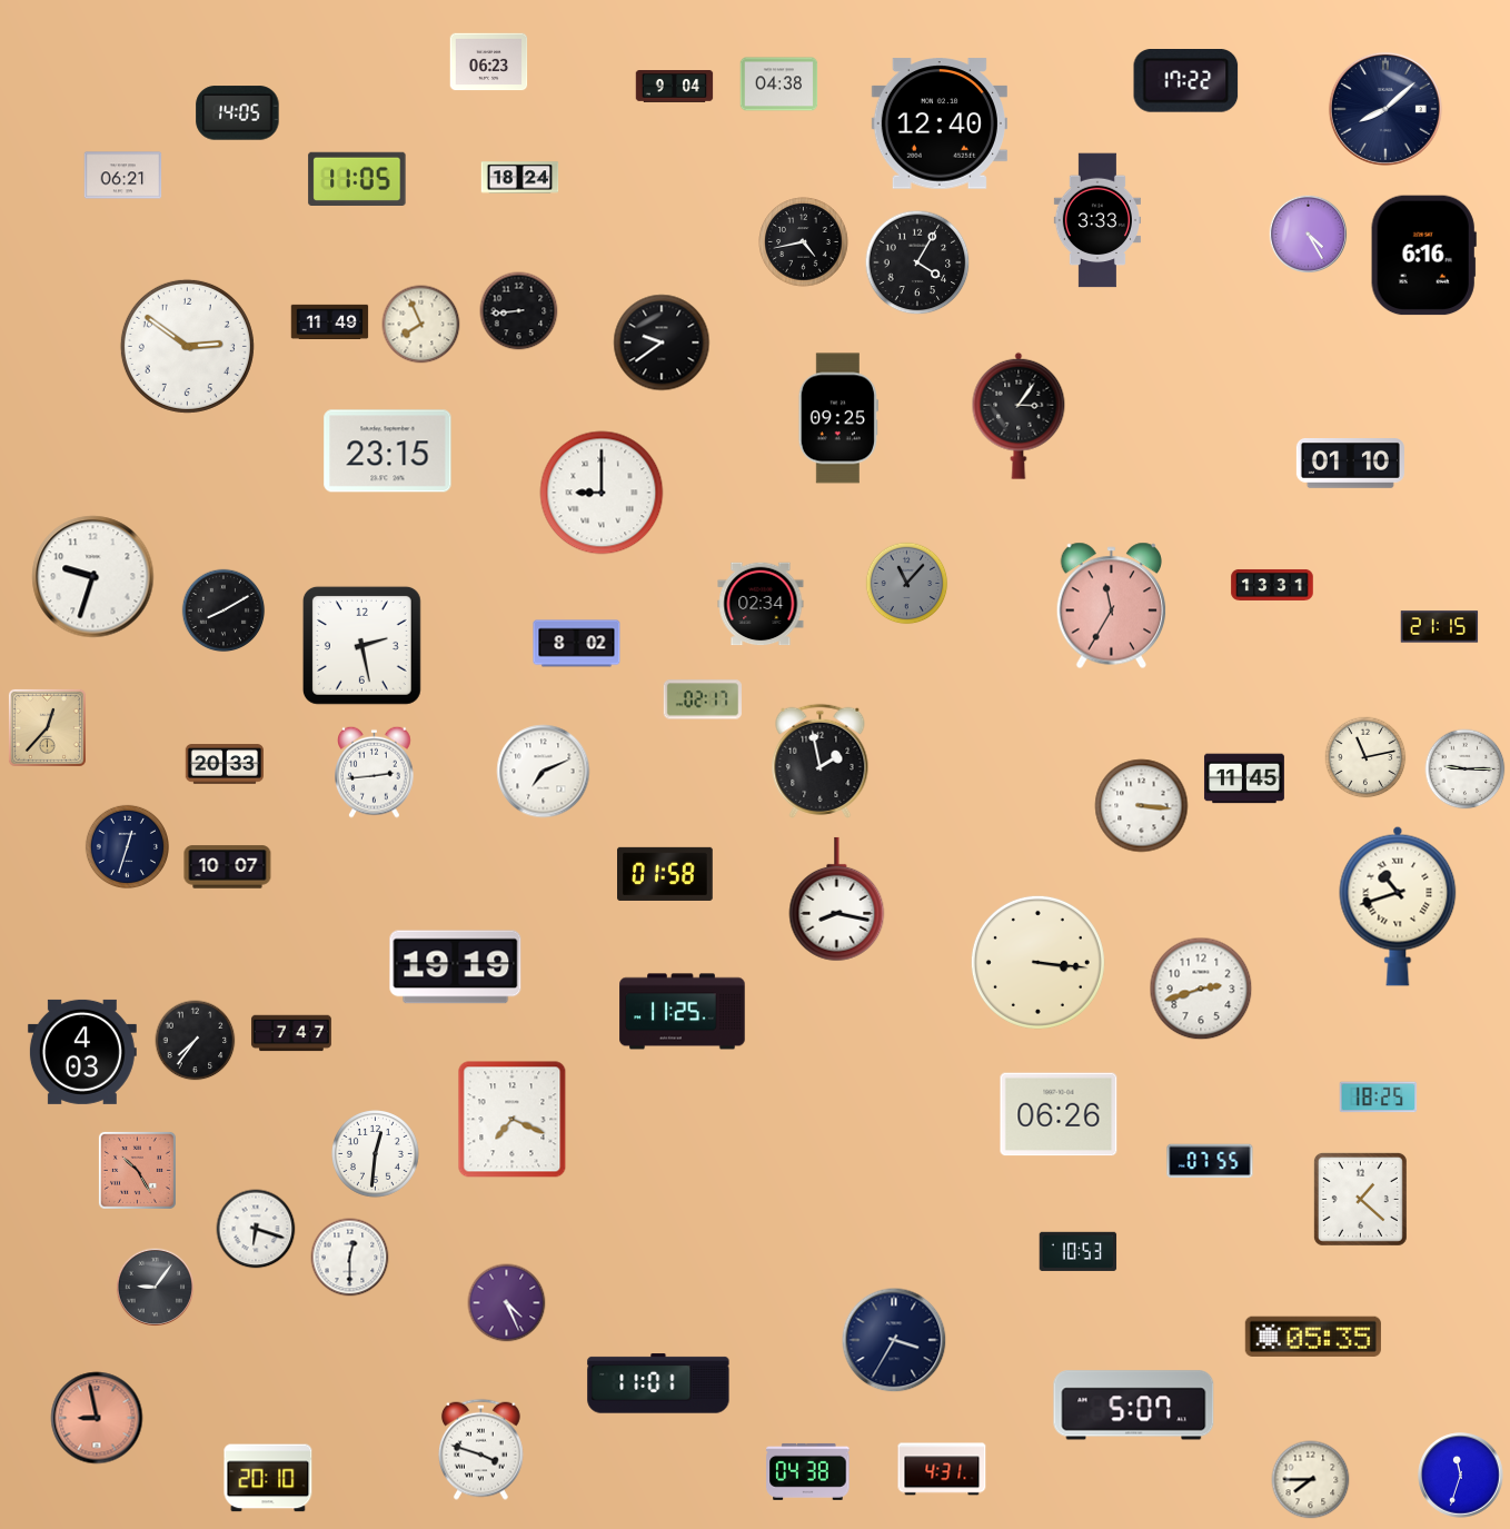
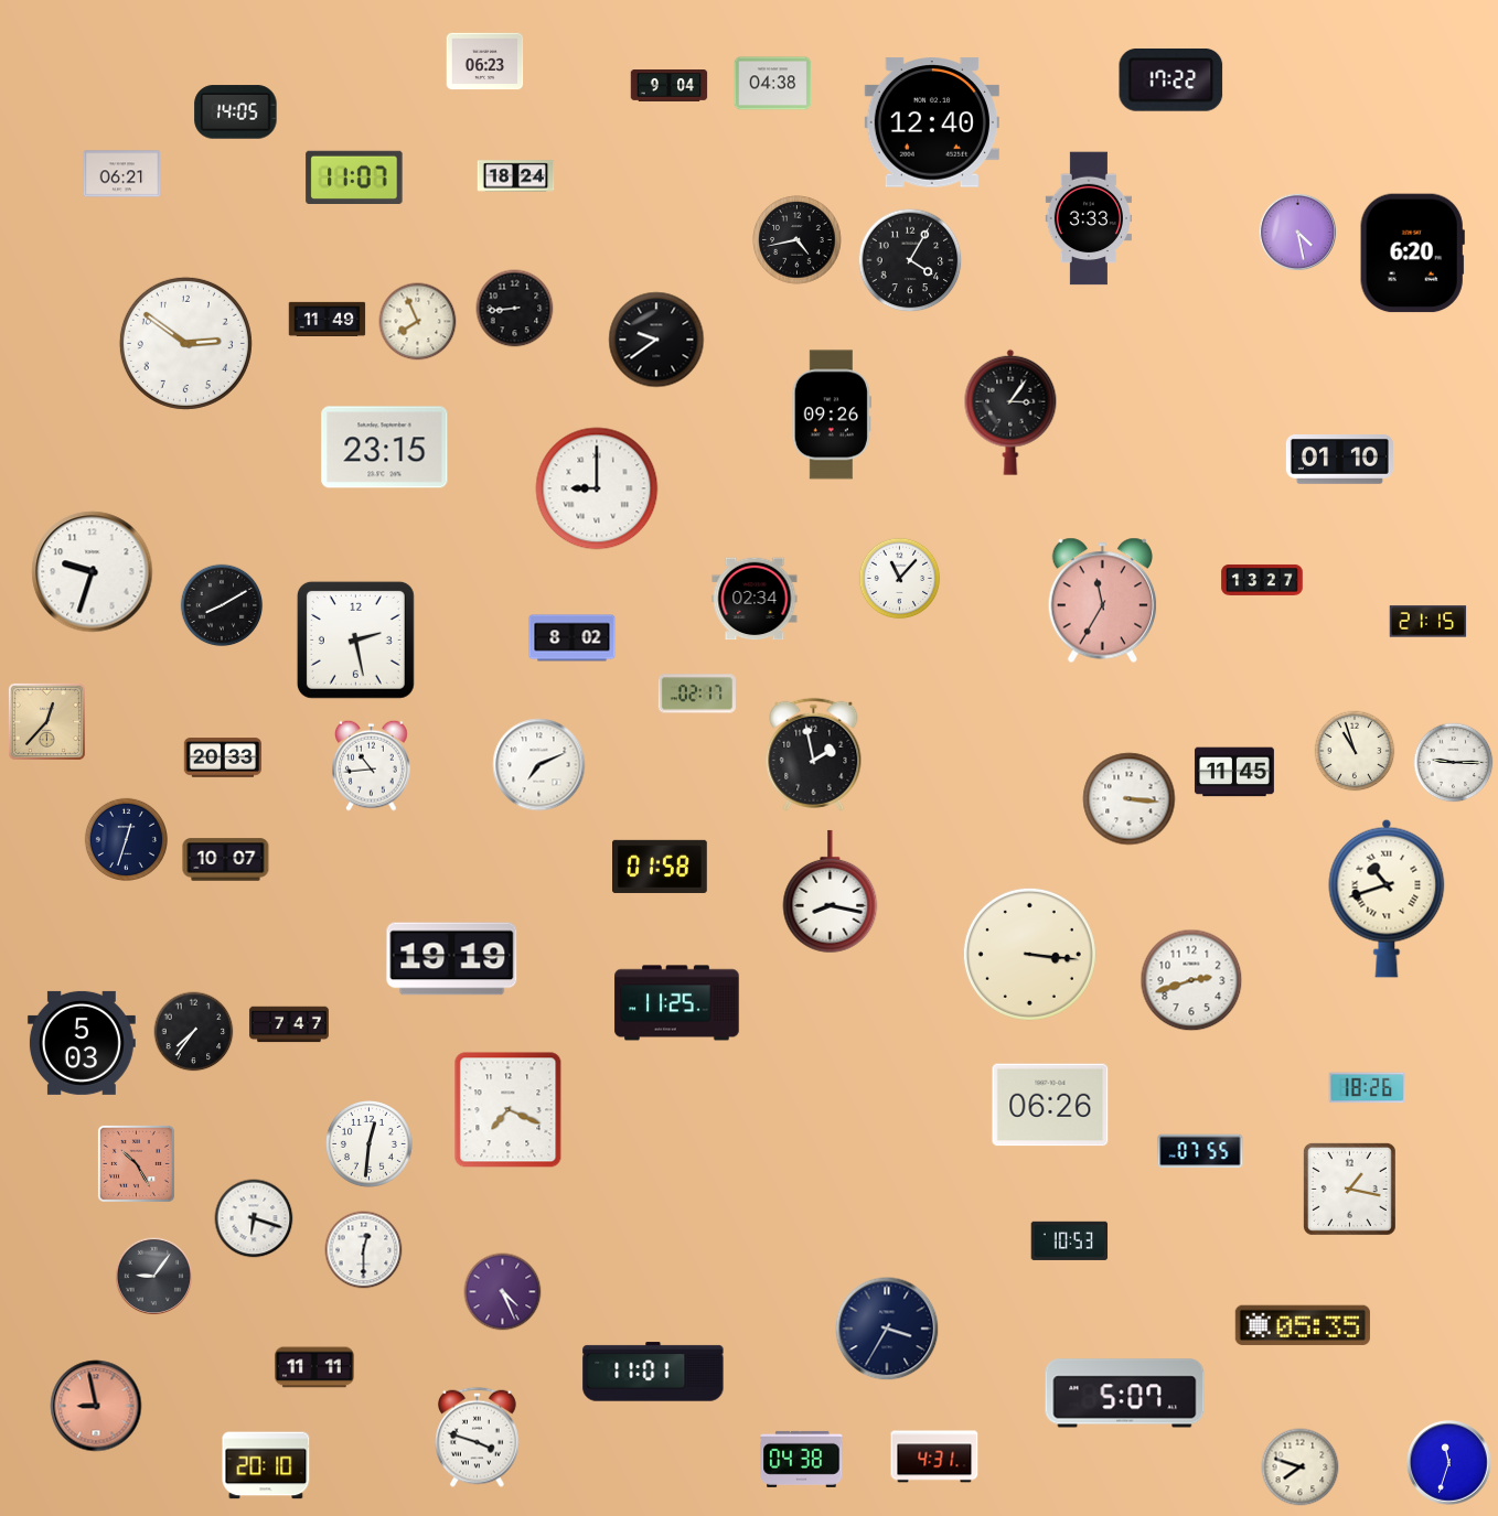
clock at (1186, 81) position: (1186, 81) -> (1171, 80)
clock at (1385, 109): 8:08 -> none
clock at (357, 179): 11:05 -> 11:07
clock at (1309, 235): 4:25 -> 4:28
clock at (1423, 256): 6:16 -> 6:20
clock at (838, 418): 09:25 -> 09:26
clock at (907, 584) dial: grey -> white
clock at (1272, 585): 13:31 -> 13:27
clock at (361, 645) position: (361, 645) -> (355, 639)
clock at (1365, 757): 11:13 -> 10:57
clock at (375, 772): 2:44 -> 10:44
clock at (1142, 806) position: (1142, 806) -> (1130, 799)
clock at (82, 1052): 4:03 -> 5:03
clock at (1379, 1098): 18:25 -> 18:26
clock at (376, 1154) position: (376, 1154) -> (370, 1144)
clock at (137, 1170) position: (137, 1170) -> (136, 1163)
clock at (1360, 1199): 1:22 -> 1:17
clock at (350, 1258) position: (350, 1258) -> (364, 1250)
clock at (314, 1367): none -> 11:11
clock at (1311, 1480): 7:45 -> 7:48
